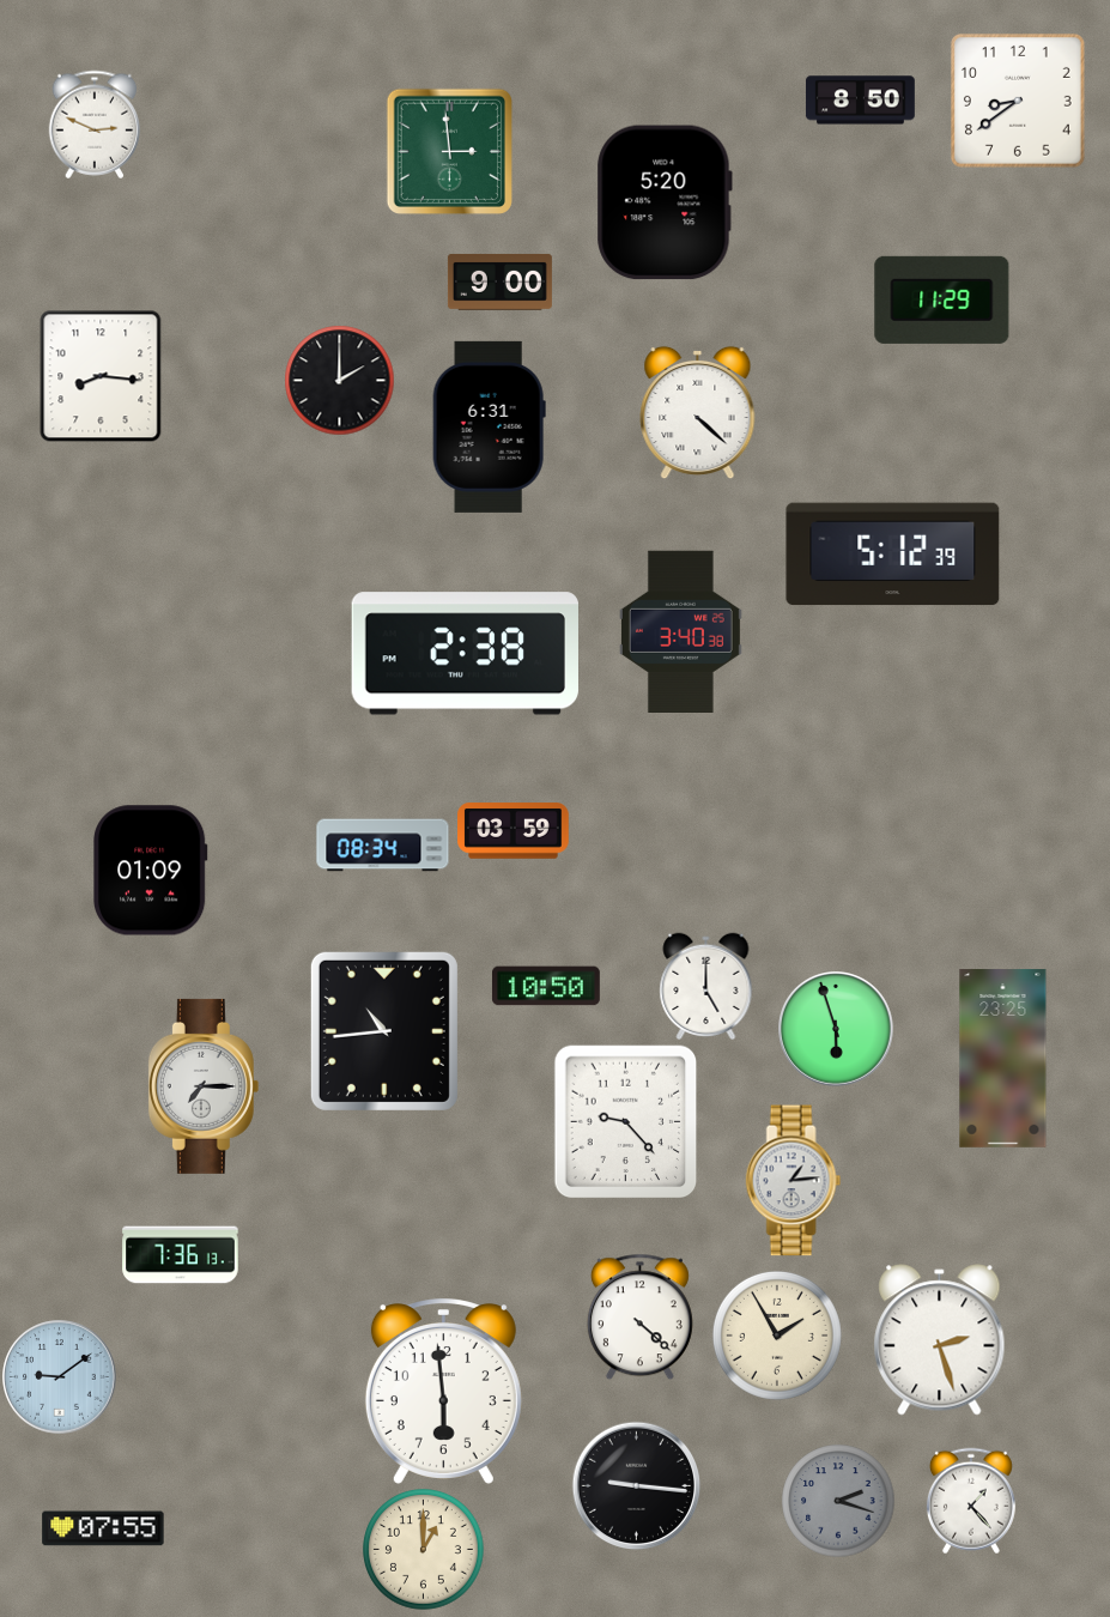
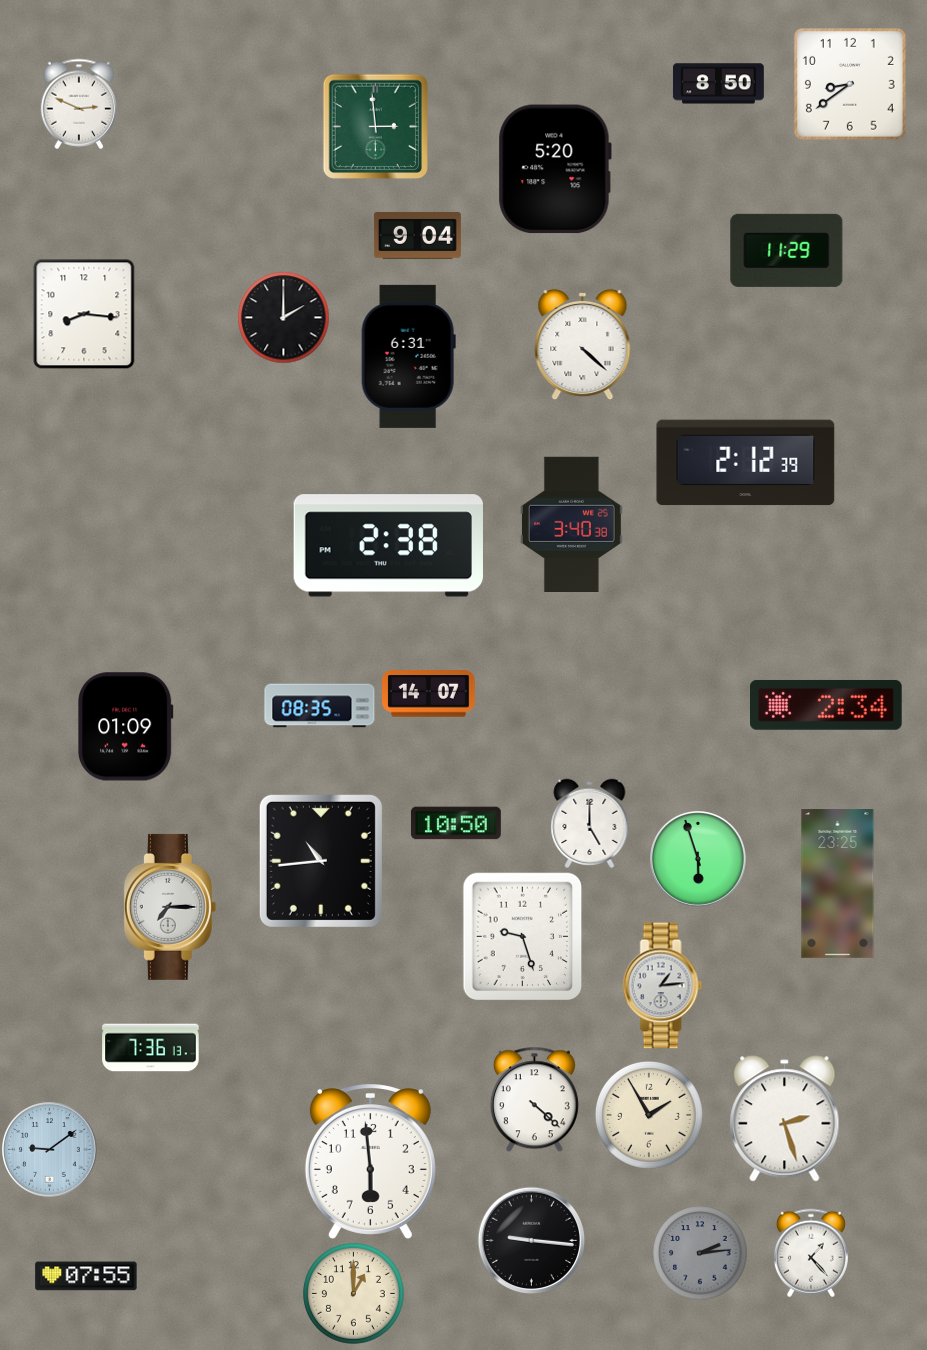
clock at (499, 281): 9:00 -> 9:04
clock at (893, 555): 5:12 -> 2:12
clock at (680, 631) position: (680, 631) -> (571, 524)
clock at (514, 831): 03:59 -> 14:07
clock at (827, 705): none -> 2:34
clock at (383, 846): 08:34 -> 08:35
clock at (626, 1121): 9:23 -> 9:27
clock at (838, 1501): 2:18 -> 2:14
